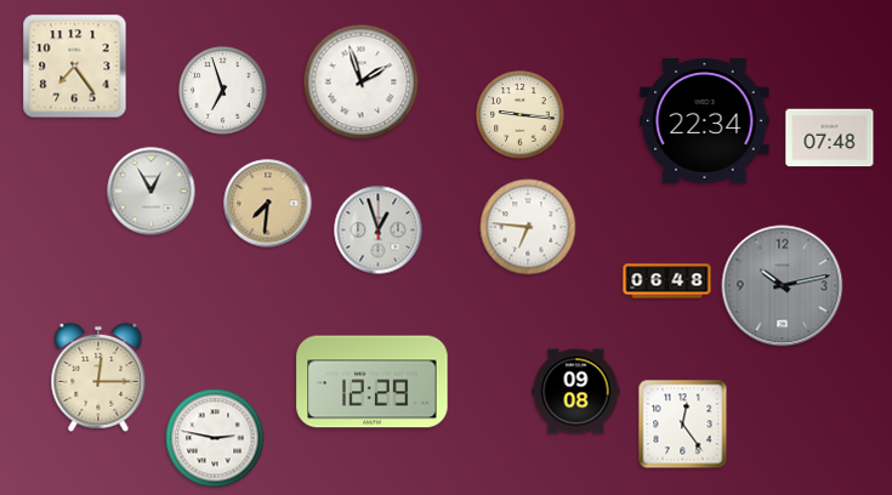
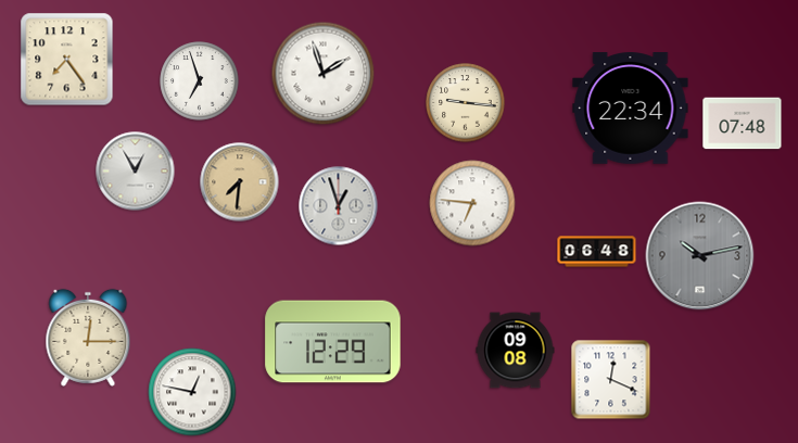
clock at (683, 425): 12:24 -> 12:19
clock at (215, 438): 2:47 -> 12:47
